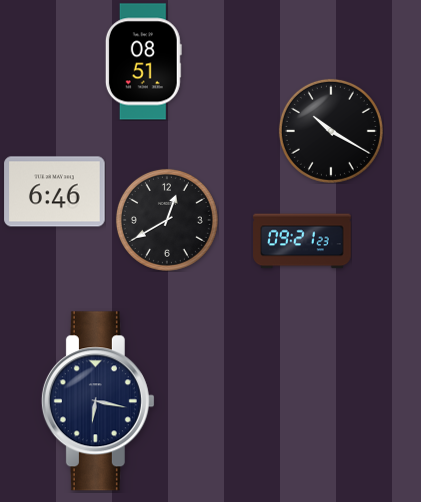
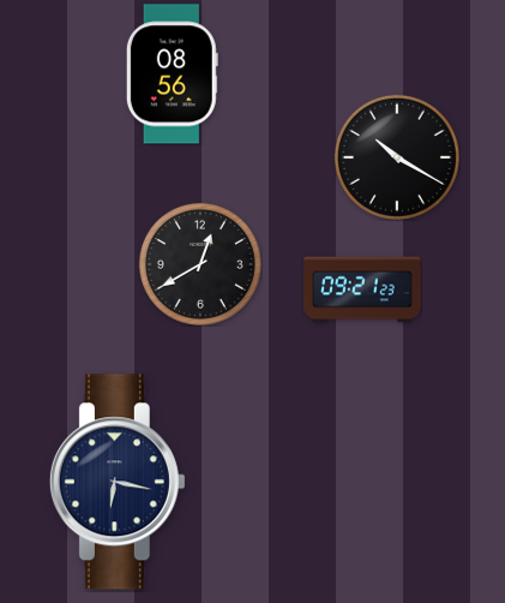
clock at (143, 62): 08:51 -> 08:56
clock at (55, 192): 6:46 -> none
